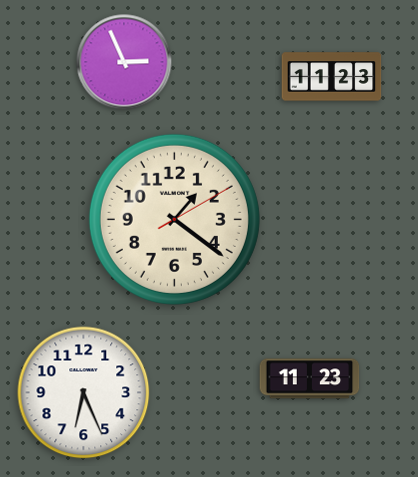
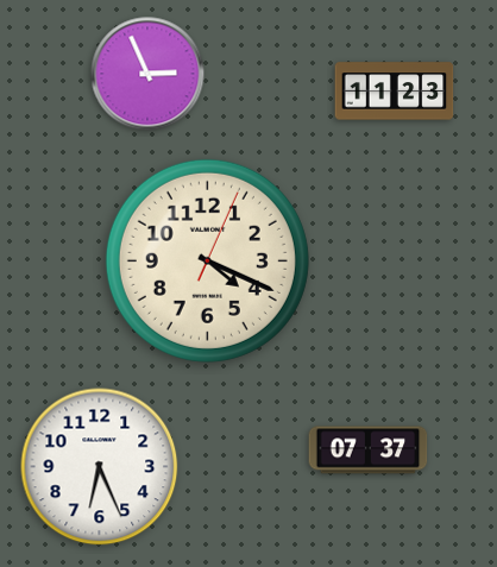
clock at (174, 219): 1:21 -> 4:19
clock at (310, 379): 11:23 -> 07:37
